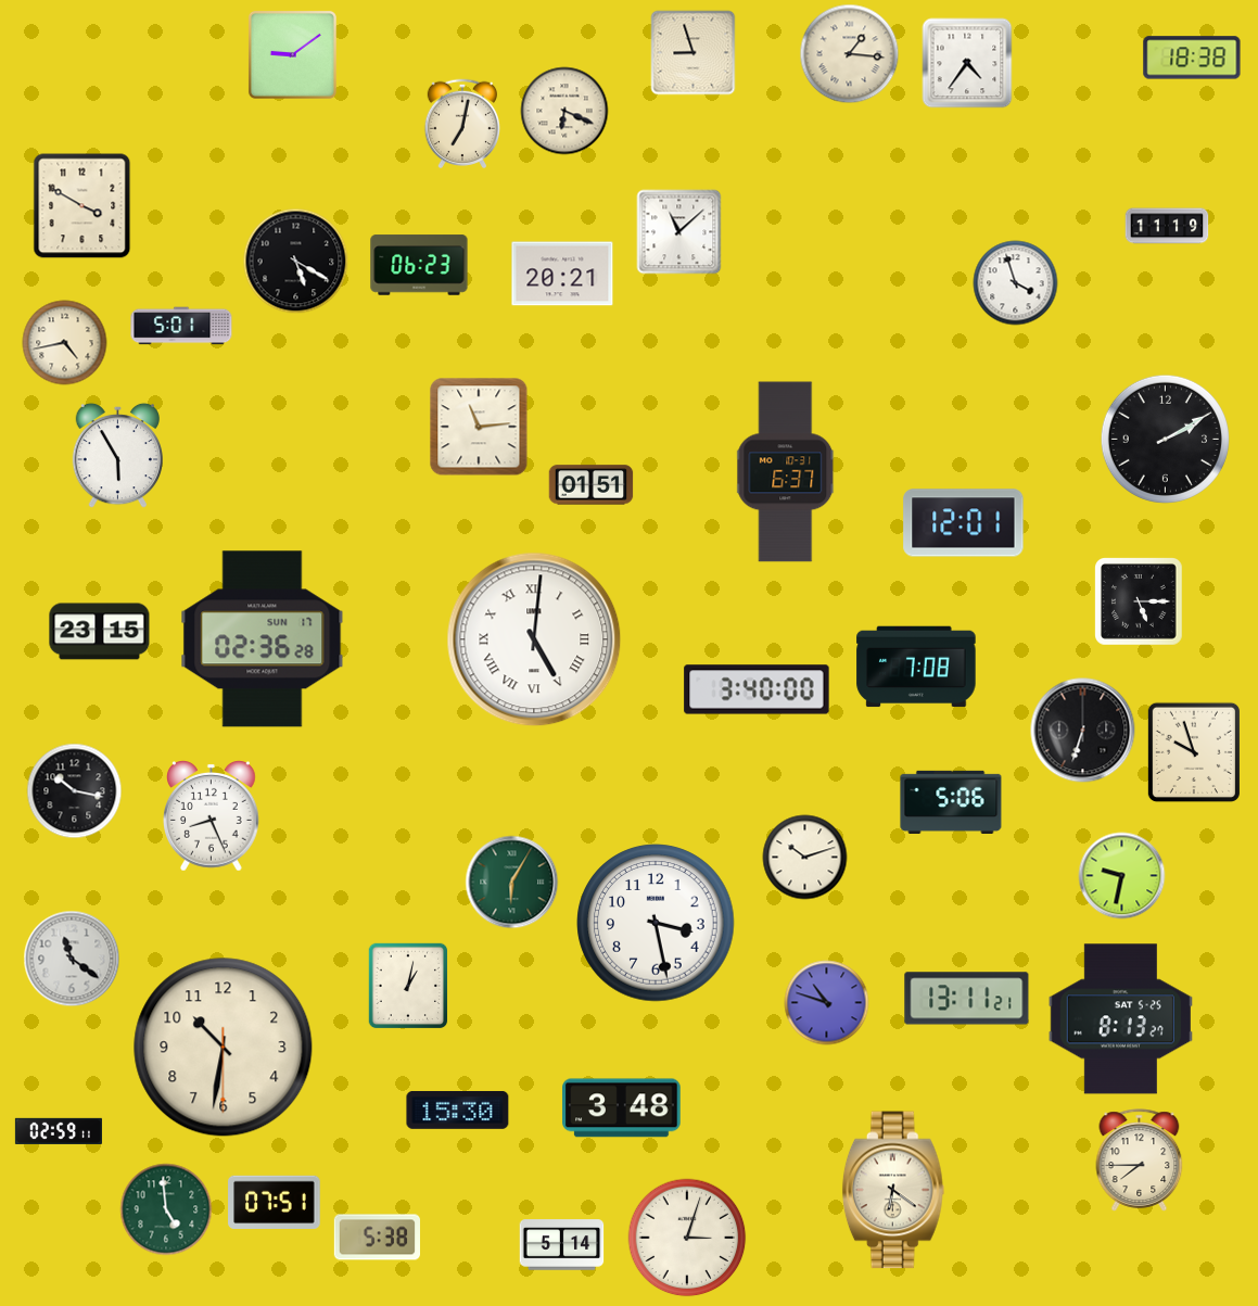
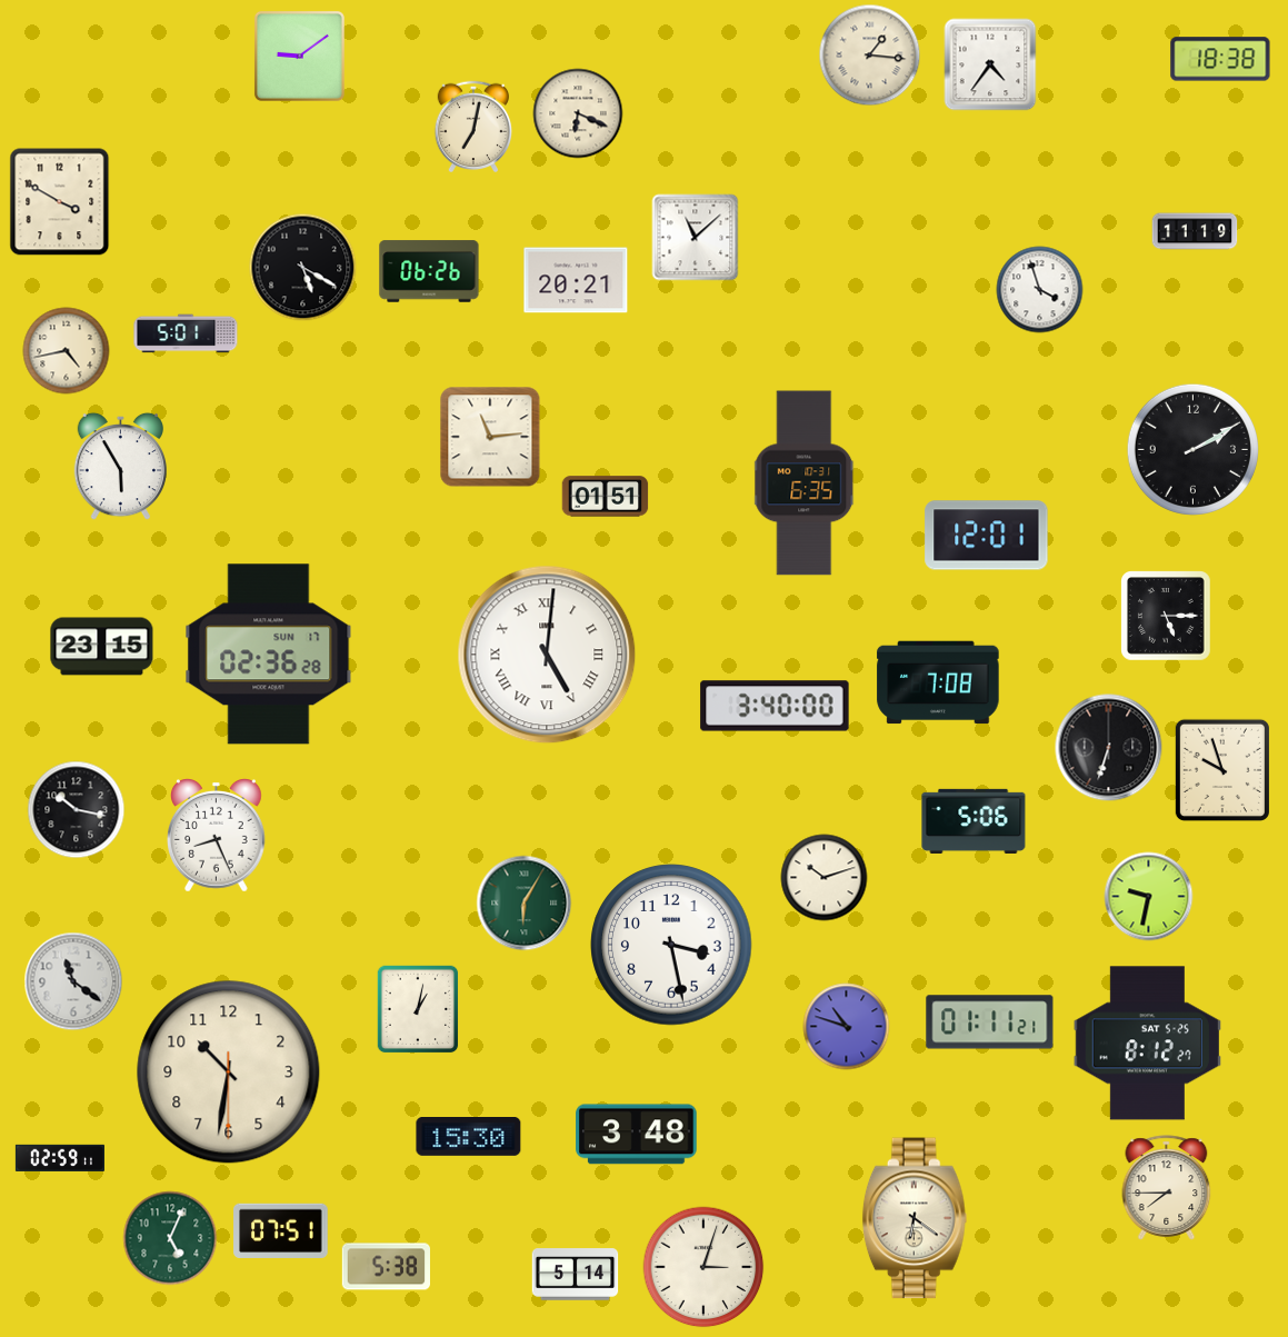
clock at (694, 53): 8:57 -> none
clock at (82, 206) position: (82, 206) -> (60, 202)
clock at (419, 265): 06:23 -> 06:26
clock at (786, 472): 6:37 -> 6:35
clock at (967, 999): 13:11 -> 01:11
clock at (1120, 1019): 8:13 -> 8:12
clock at (166, 1209): 4:59 -> 5:04
